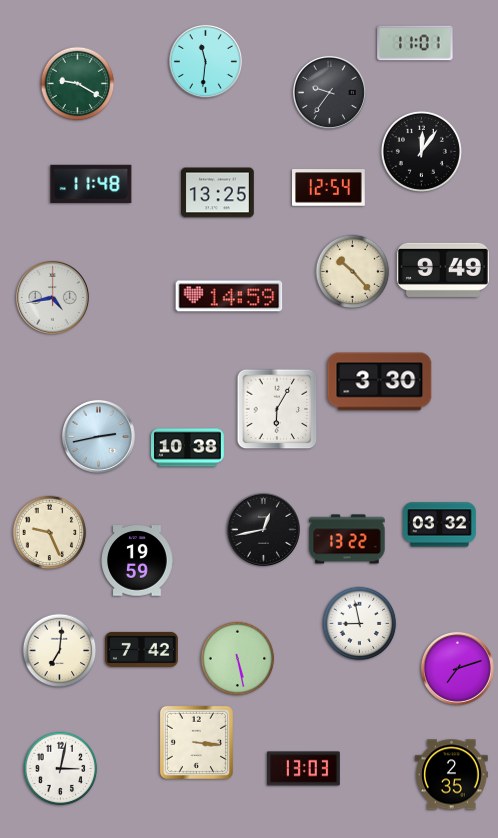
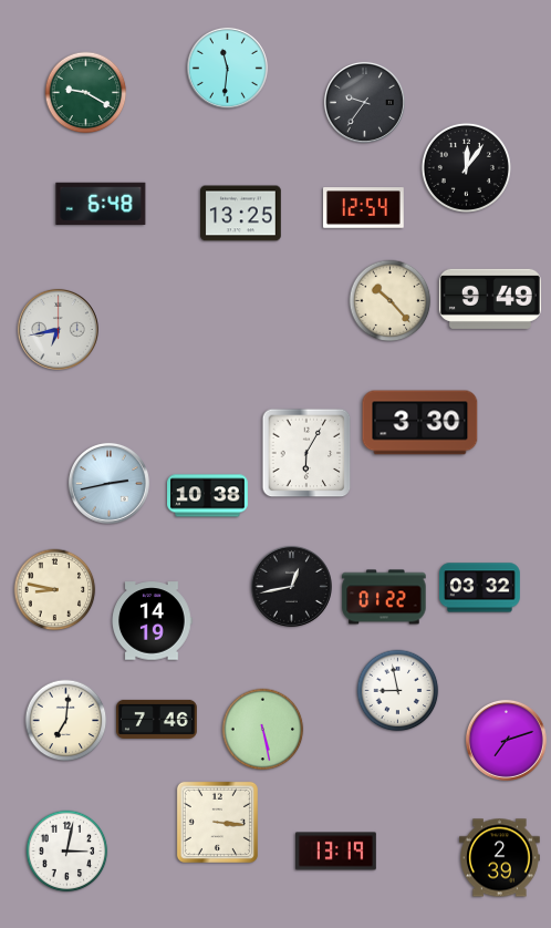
clock at (415, 43): 11:01 -> none
clock at (91, 184): 11:48 -> 6:48
clock at (229, 296): 14:59 -> none
clock at (52, 297): 4:43 -> 6:43
clock at (440, 525) position: (440, 525) -> (480, 588)
clock at (50, 533): 9:26 -> 8:47
clock at (347, 539): 13:22 -> 01:22
clock at (137, 561): 19:59 -> 14:19
clock at (142, 649): 7:42 -> 7:46
clock at (304, 769): 13:03 -> 13:19
clock at (452, 775): 2:35 -> 2:39
